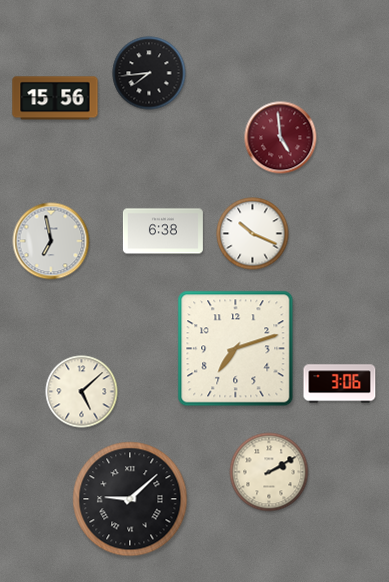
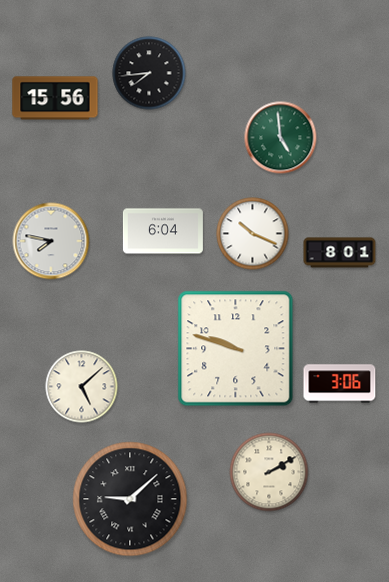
clock at (281, 138) dial: burgundy -> green
clock at (163, 231): 6:38 -> 6:04
clock at (51, 241): 6:58 -> 7:47
clock at (340, 253): none -> 8:01
clock at (236, 349): 7:12 -> 9:48
clock at (82, 392) position: (82, 392) -> (82, 387)
